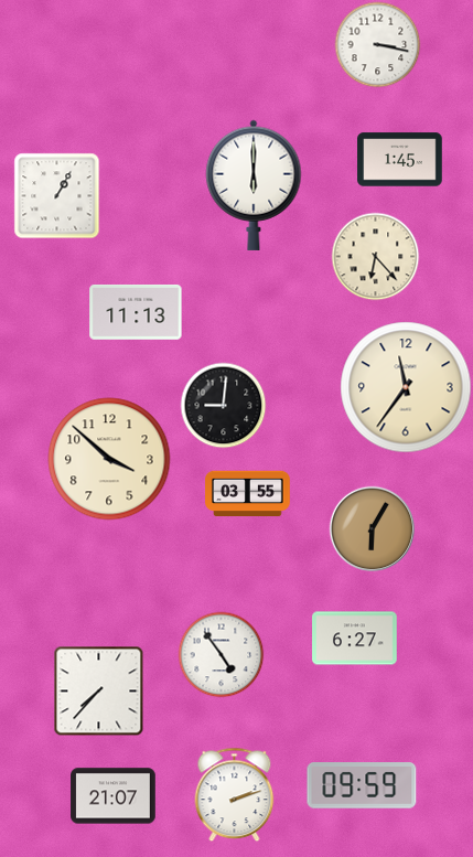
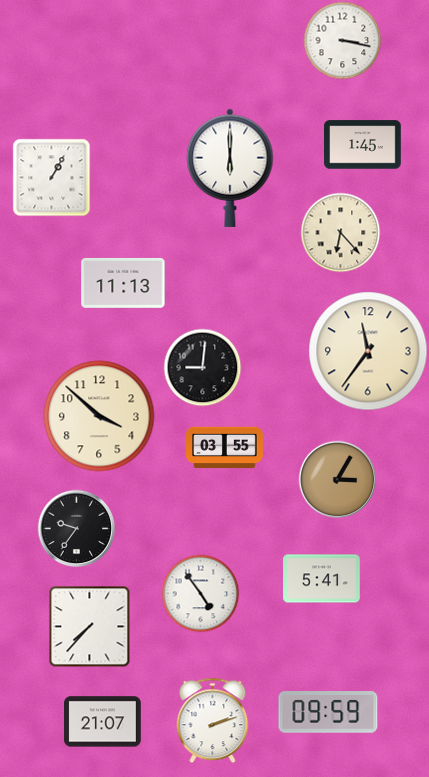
clock at (372, 528): 6:05 -> 3:05
clock at (76, 528): none -> 9:36
clock at (355, 639): 6:27 -> 5:41
